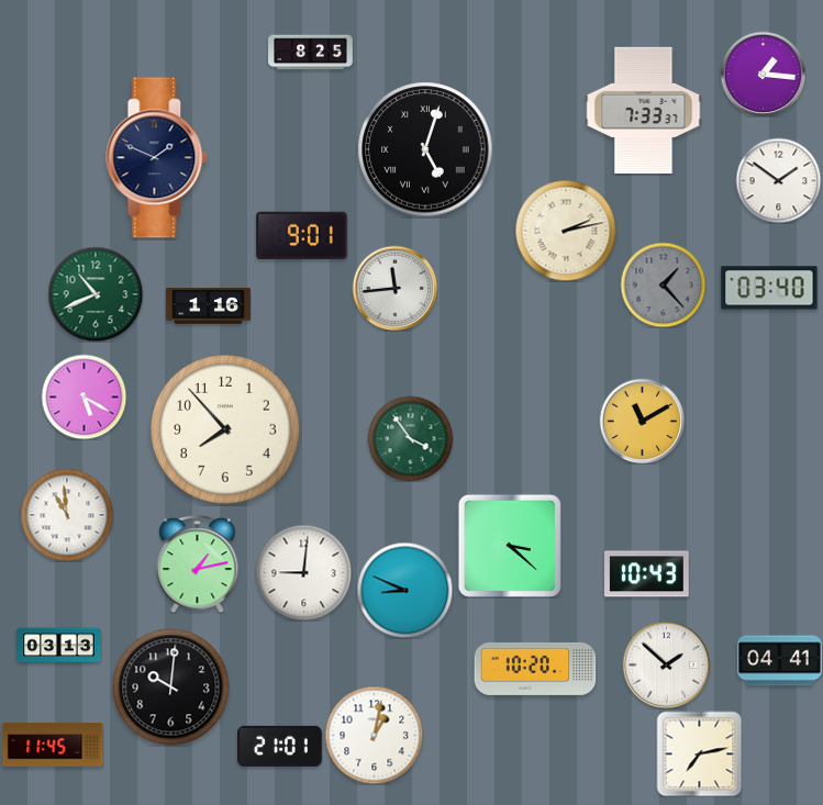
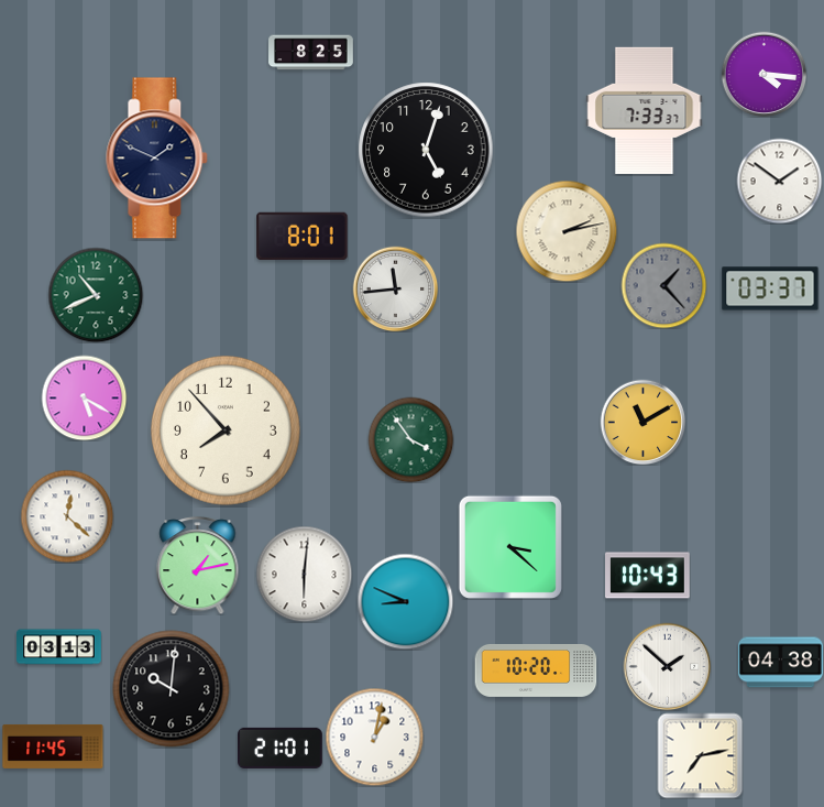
clock at (763, 74): 1:16 -> 4:16
clock at (425, 149) numerals: Roman -> Arabic
clock at (302, 236): 9:01 -> 8:01
clock at (769, 288): 03:40 -> 03:37
clock at (209, 306): 1:16 -> none
clock at (67, 515): 10:59 -> 12:22
clock at (303, 572): 9:01 -> 6:01
clock at (404, 590) position: (404, 590) -> (405, 601)
clock at (780, 661): 04:41 -> 04:38
